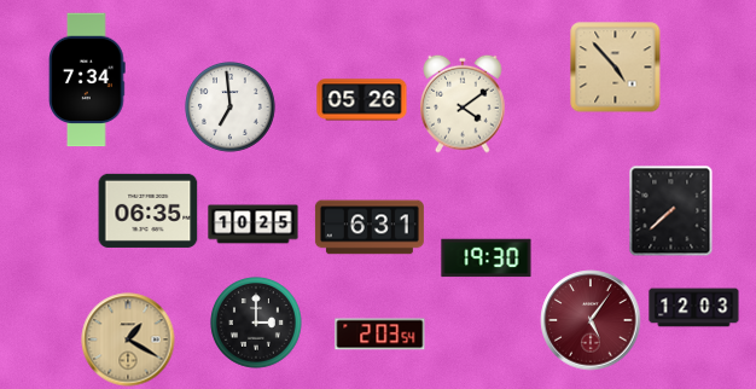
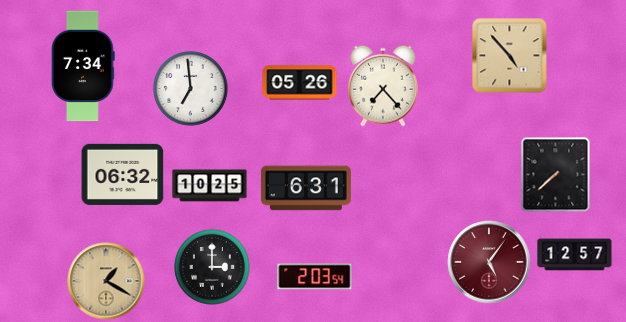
clock at (87, 80) position: (87, 80) -> (83, 66)
clock at (463, 104): 4:09 -> 7:23
clock at (149, 210): 06:35 -> 06:32
clock at (487, 259): 19:30 -> none
clock at (694, 308): 12:03 -> 12:57
clock at (591, 320) position: (591, 320) -> (489, 262)
